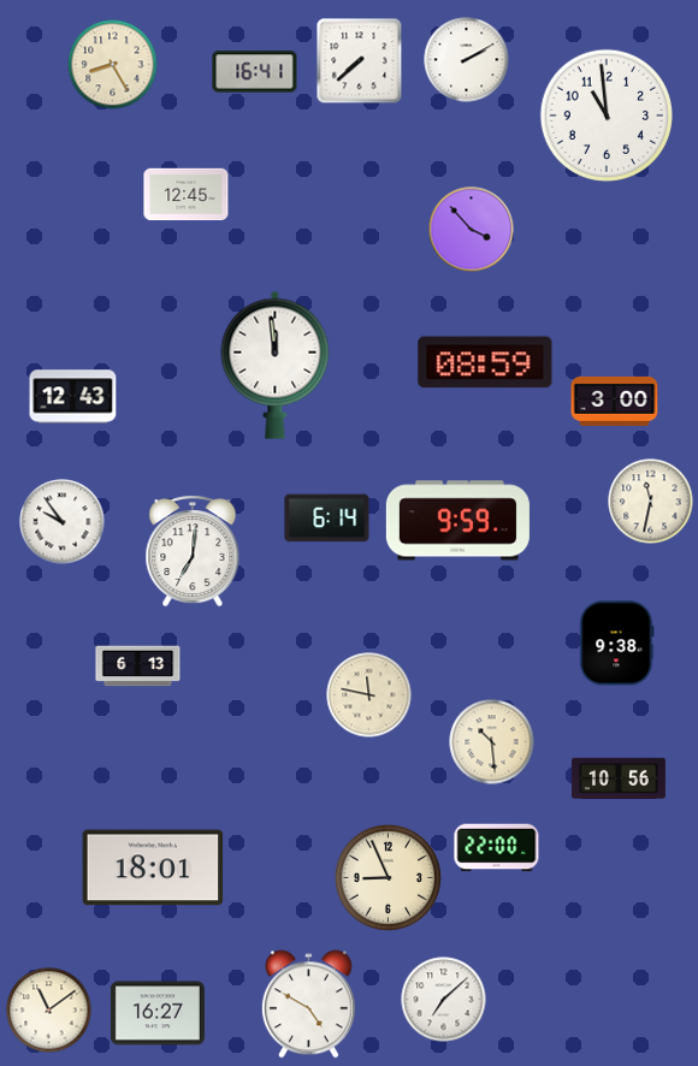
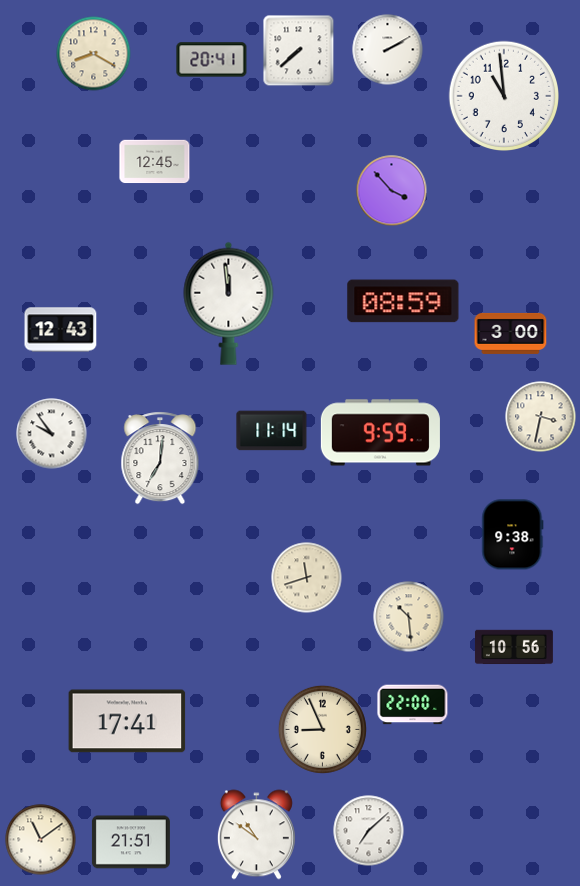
clock at (113, 65): 8:25 -> 8:20
clock at (255, 72): 16:41 -> 20:41
clock at (651, 502): 11:32 -> 3:32
clock at (327, 519): 6:14 -> 11:14
clock at (138, 667): 6:13 -> none
clock at (369, 695): 11:47 -> 11:42
clock at (153, 867): 18:01 -> 17:41
clock at (308, 1005): 4:50 -> 10:51
clock at (158, 1013): 16:27 -> 21:51
